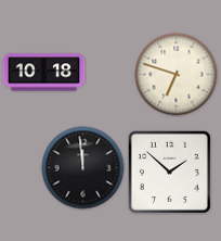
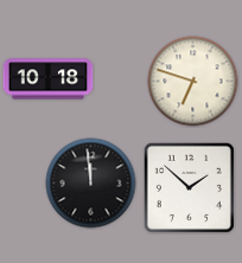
clock at (169, 172) position: (169, 172) -> (189, 187)
